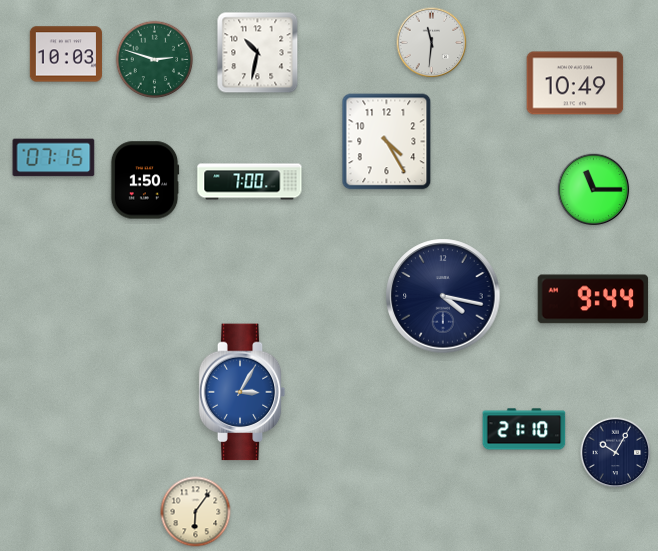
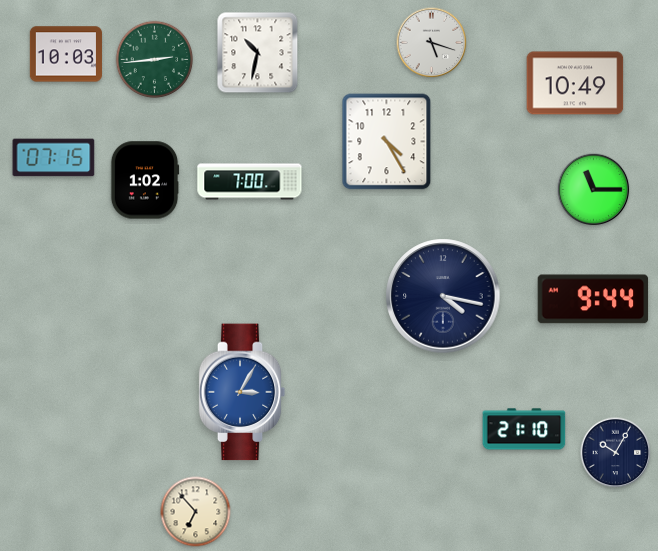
clock at (432, 43): 11:31 -> 5:18
clock at (155, 60): 2:48 -> 2:44
clock at (145, 180): 1:50 -> 1:02
clock at (196, 512): 6:06 -> 6:53
